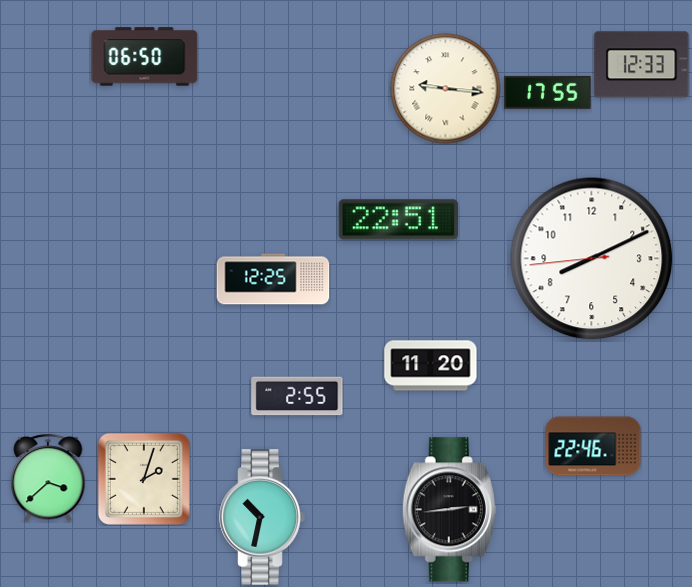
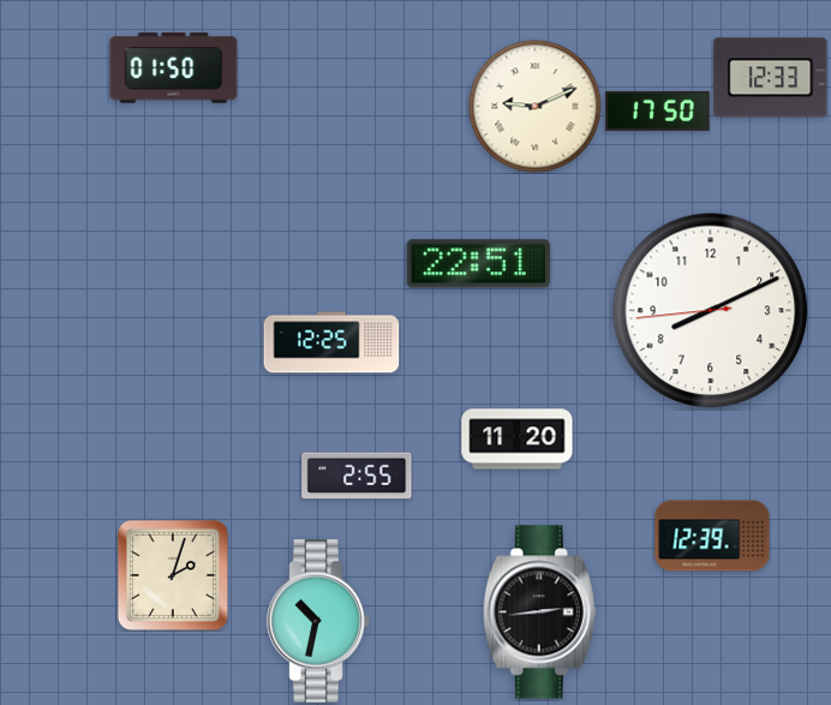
clock at (145, 57): 06:50 -> 01:50
clock at (446, 89): 9:16 -> 9:11
clock at (548, 92): 17:55 -> 17:50
clock at (273, 279) position: (273, 279) -> (331, 342)
clock at (593, 446): 22:46 -> 12:39
clock at (48, 478): 3:38 -> none
clock at (262, 517) position: (262, 517) -> (318, 621)
